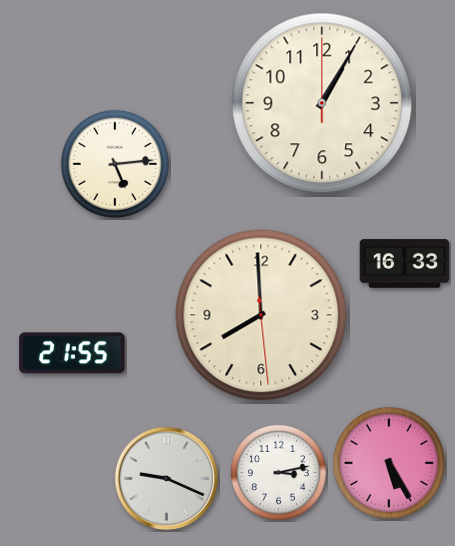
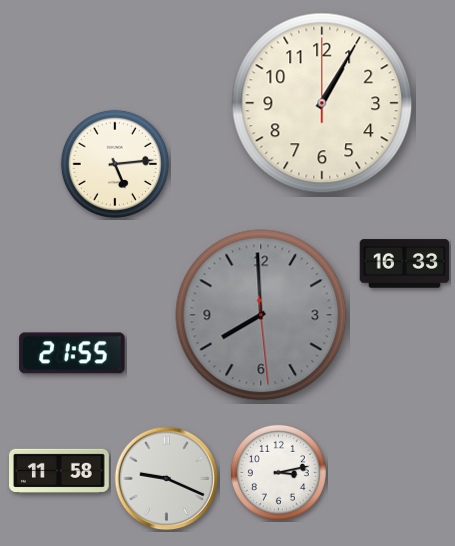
clock at (261, 315) dial: cream -> grey
clock at (389, 463): 5:25 -> none
clock at (60, 471): none -> 11:58
